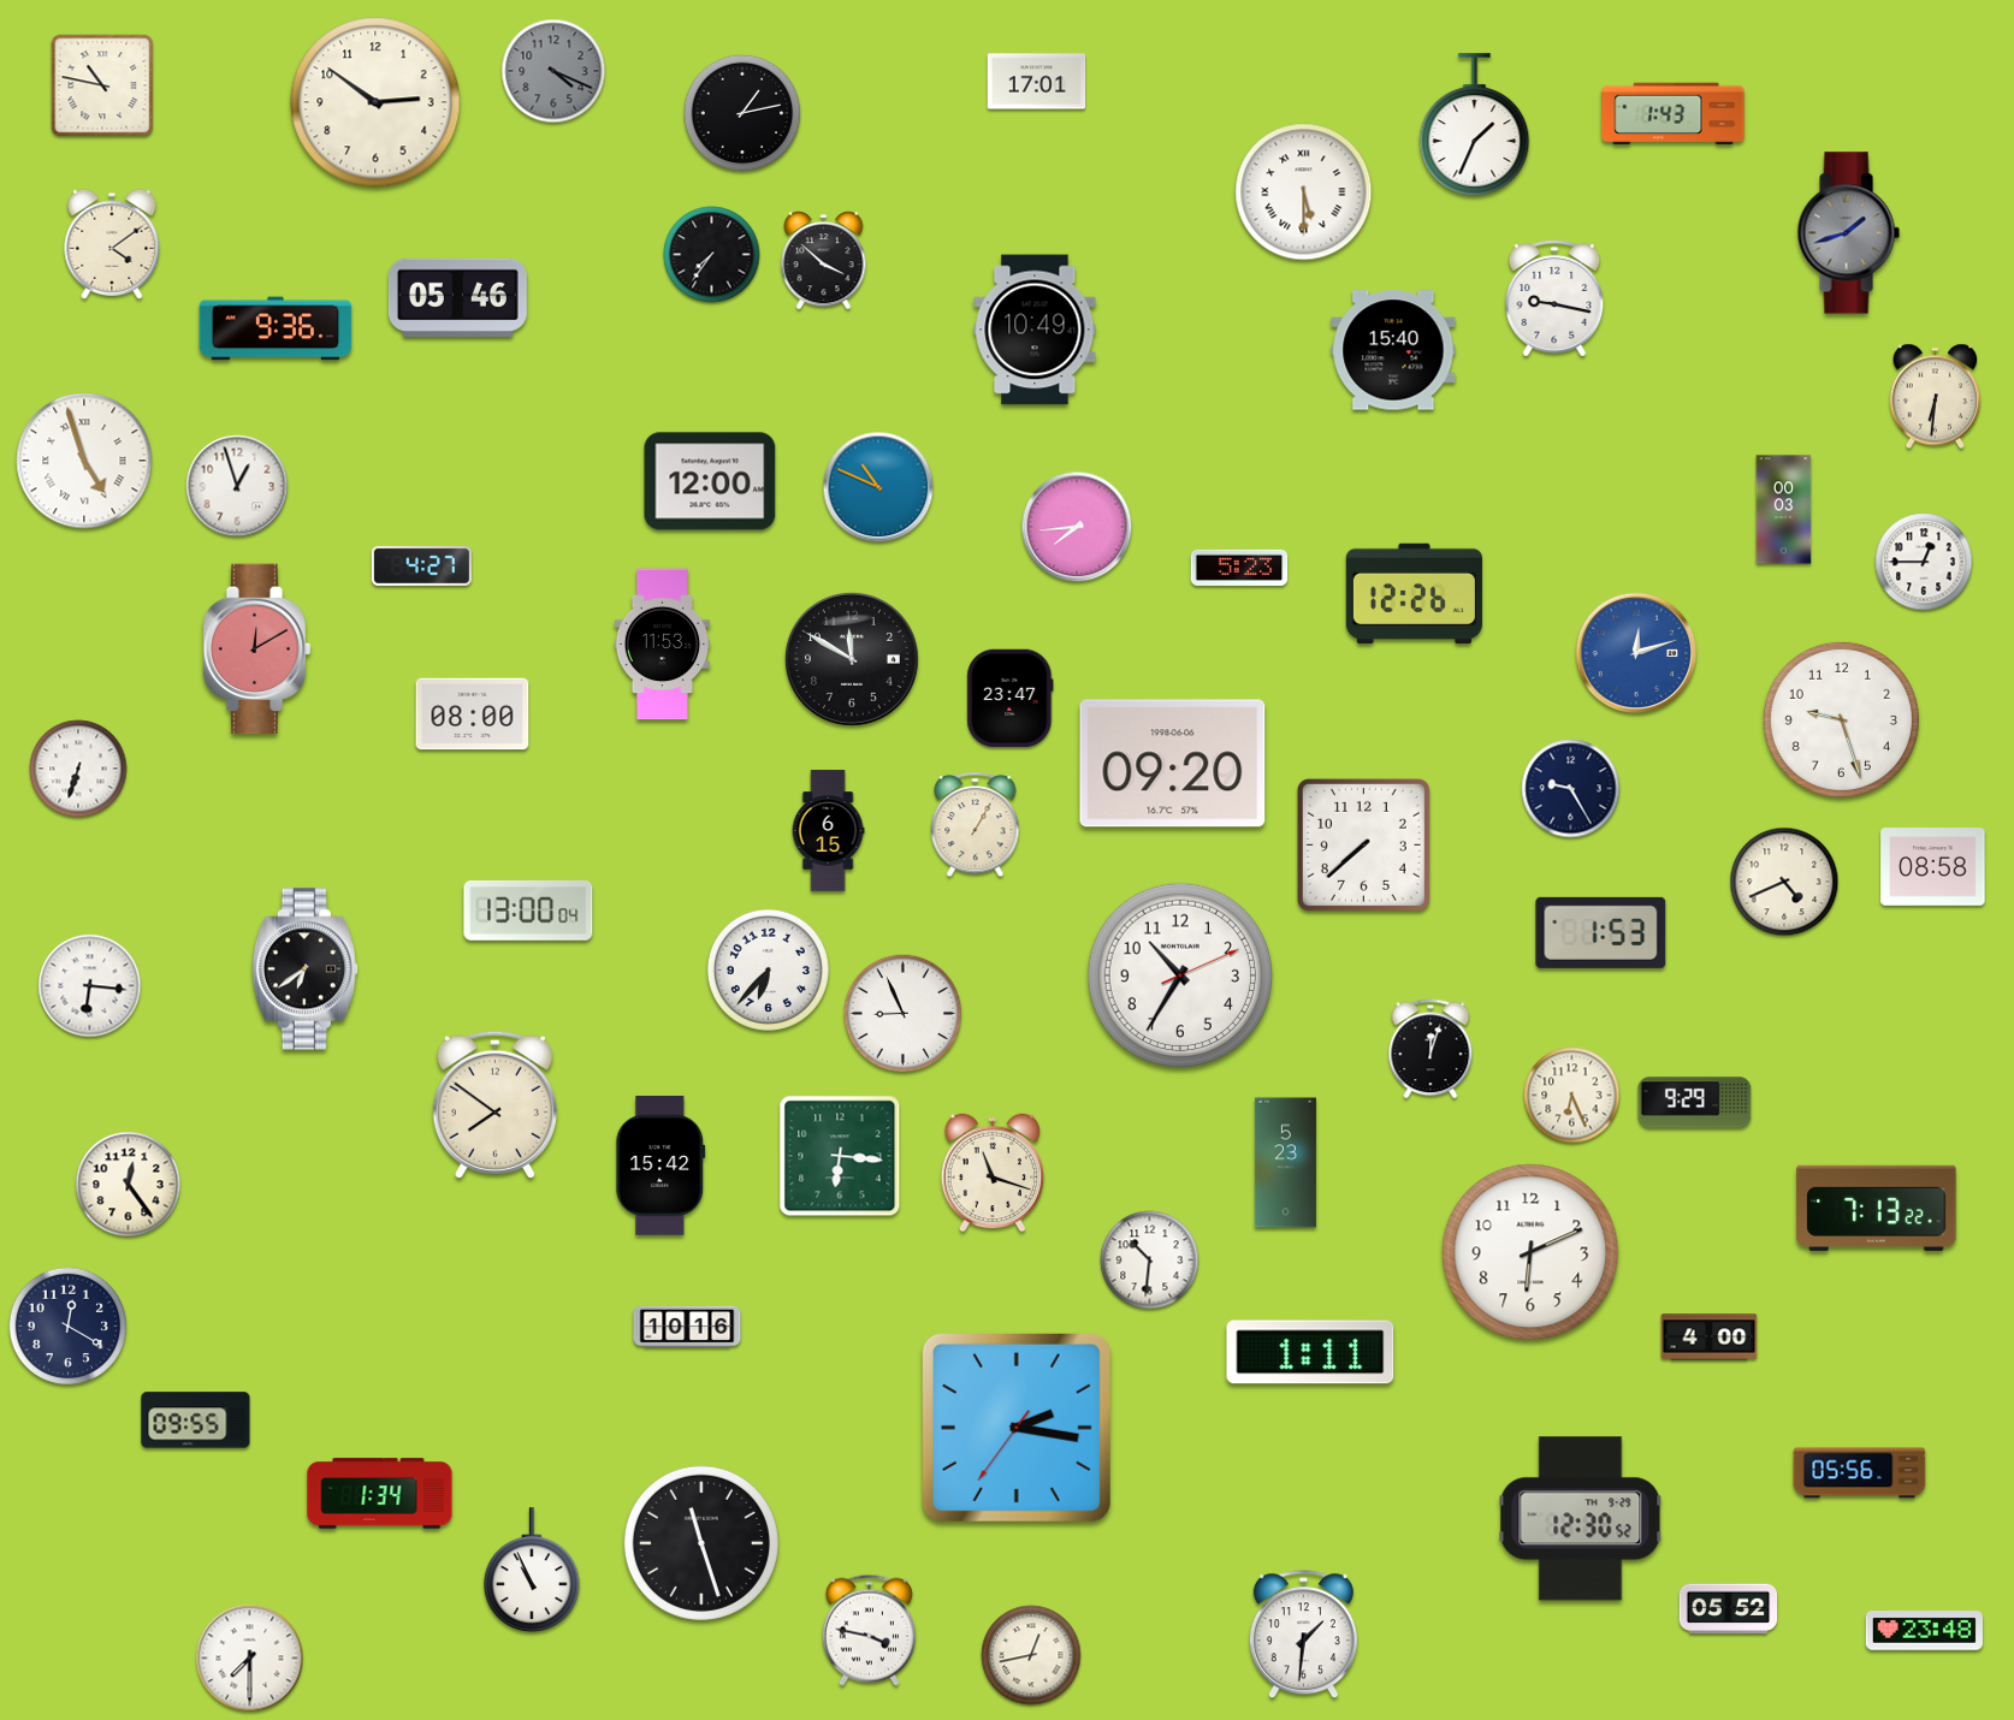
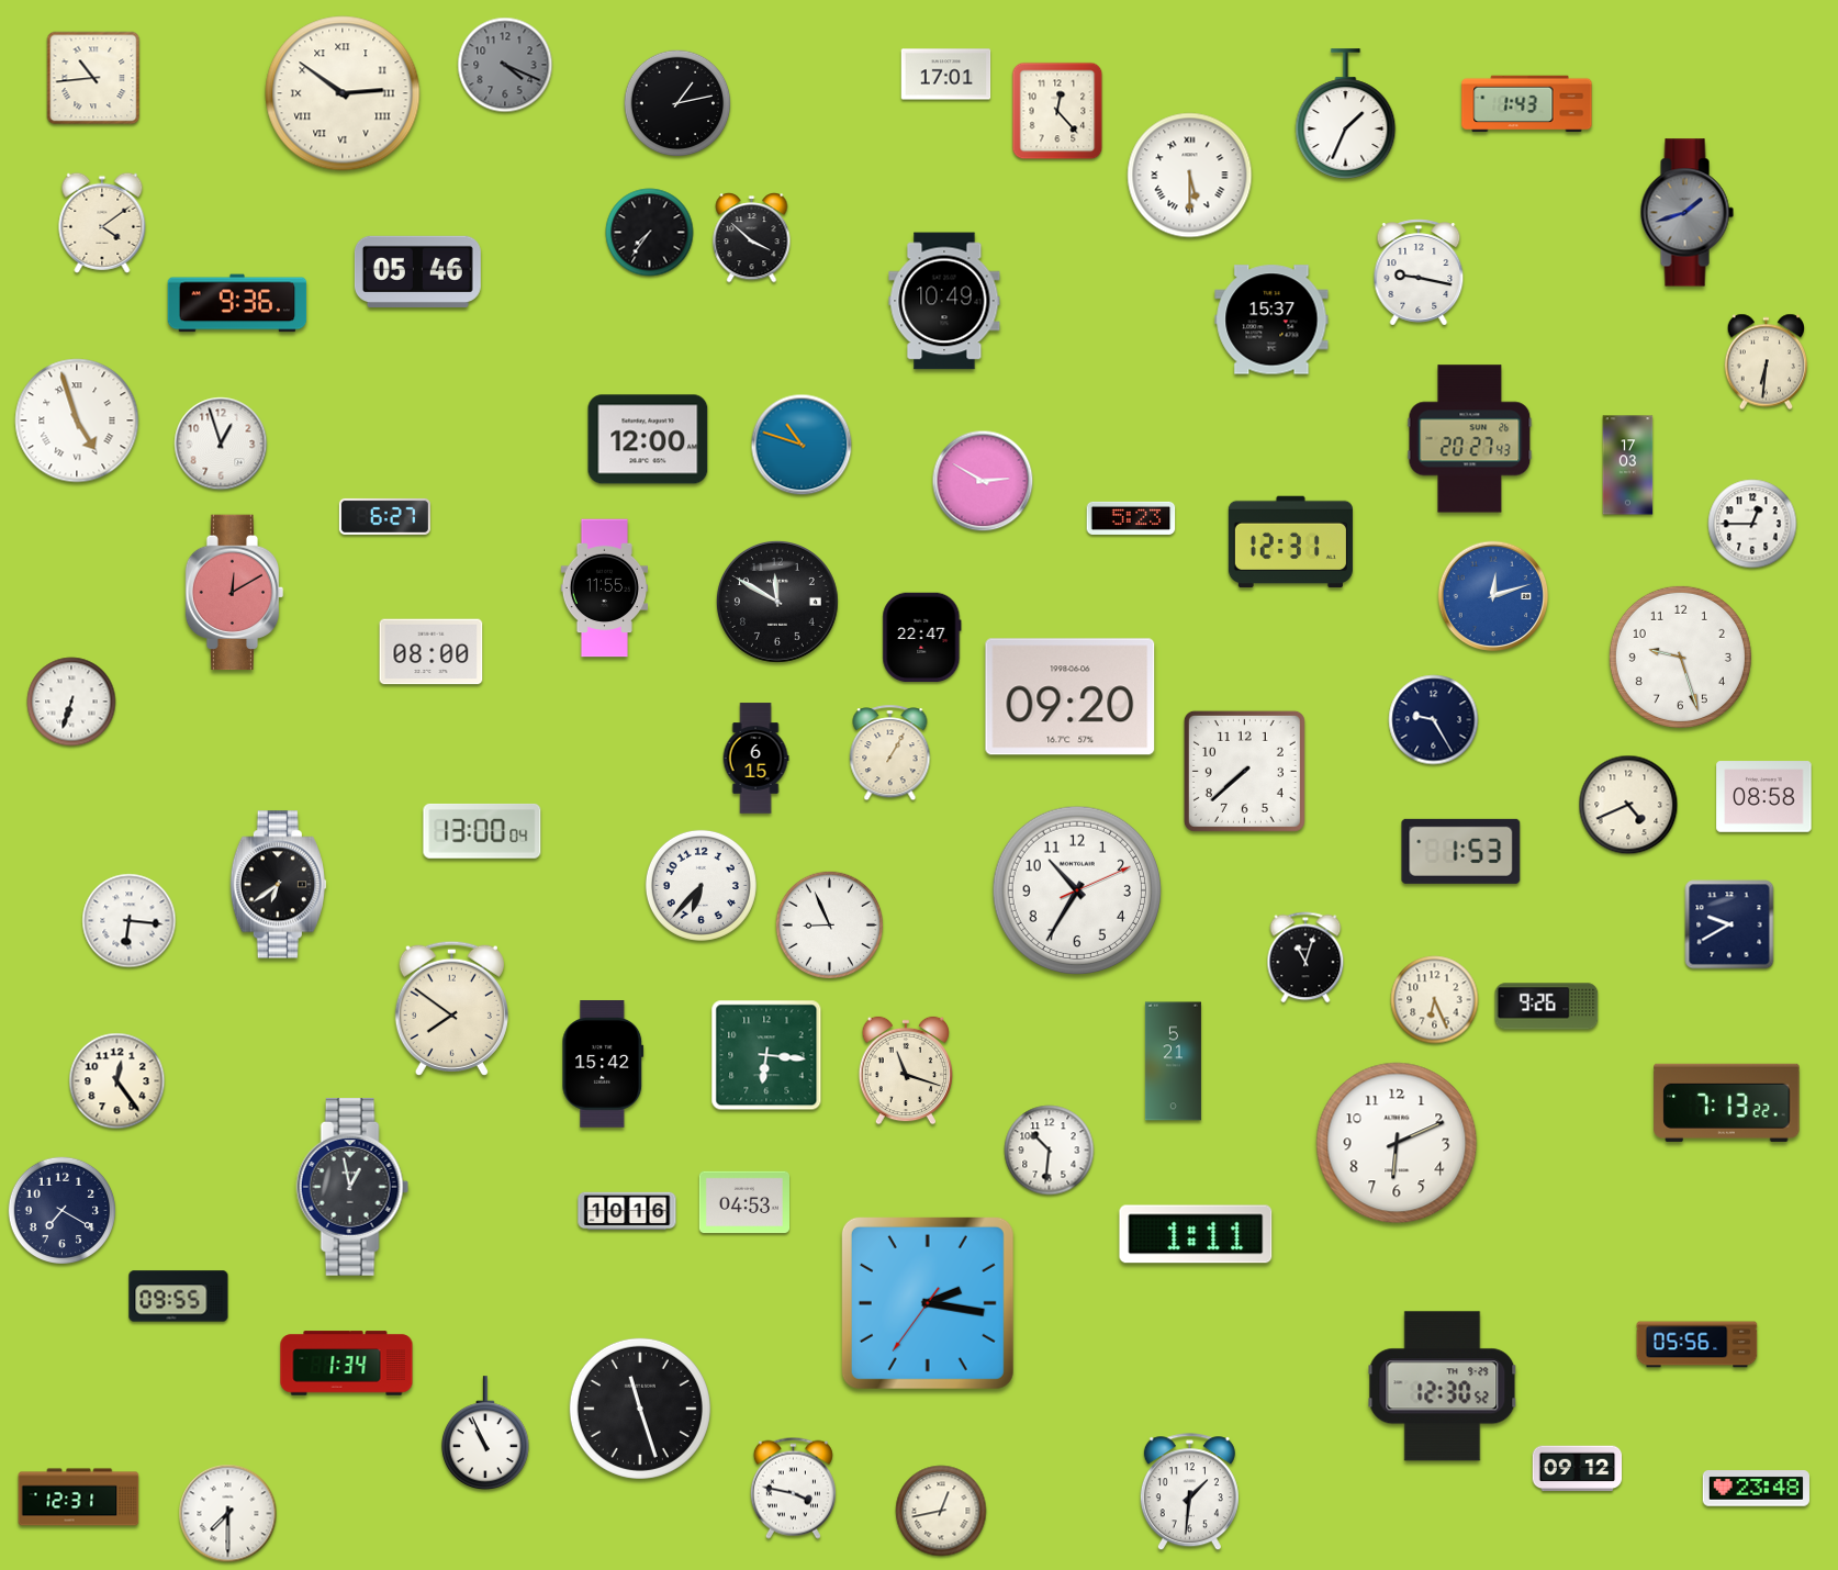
clock at (102, 85): 10:47 -> 10:44
clock at (375, 102) numerals: Arabic -> Roman
clock at (1057, 111): none -> 12:23
clock at (276, 328) position: (276, 328) -> (237, 303)
clock at (1393, 350): 15:40 -> 15:37
clock at (1470, 439): none -> 20:27
clock at (237, 486) position: (237, 486) -> (221, 444)
clock at (878, 487): 10:49 -> 10:48
clock at (1784, 510): 00:03 -> 17:03
clock at (1077, 527): 7:44 -> 2:50
clock at (1924, 562) position: (1924, 562) -> (1752, 524)
clock at (421, 565): 4:27 -> 6:27
clock at (1414, 594): 12:26 -> 12:31
clock at (662, 645): 11:53 -> 11:55
clock at (1011, 699): 23:47 -> 22:47
clock at (1933, 867) position: (1933, 867) -> (1764, 797)
clock at (90, 986) position: (90, 986) -> (130, 921)
clock at (1729, 924): none -> 9:40
clock at (904, 1014) position: (904, 1014) -> (830, 926)
clock at (1430, 1049): 12:03 -> 11:03
clock at (1695, 1103): 9:29 -> 9:26
clock at (1285, 1163): 5:23 -> 5:21
clock at (1877, 1208) position: (1877, 1208) -> (1727, 1102)
clock at (352, 1188): none -> 12:58
clock at (743, 1202): none -> 04:53
clock at (69, 1327): 12:20 -> 7:20
clock at (1710, 1338): 4:00 -> none
clock at (1729, 1609): 05:52 -> 09:12
clock at (79, 1498): none -> 12:31
